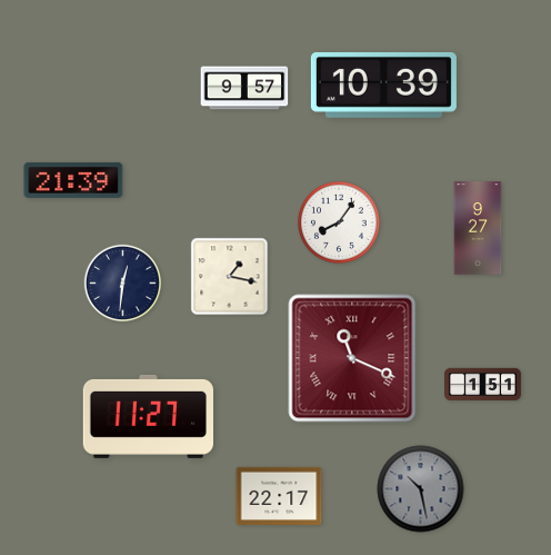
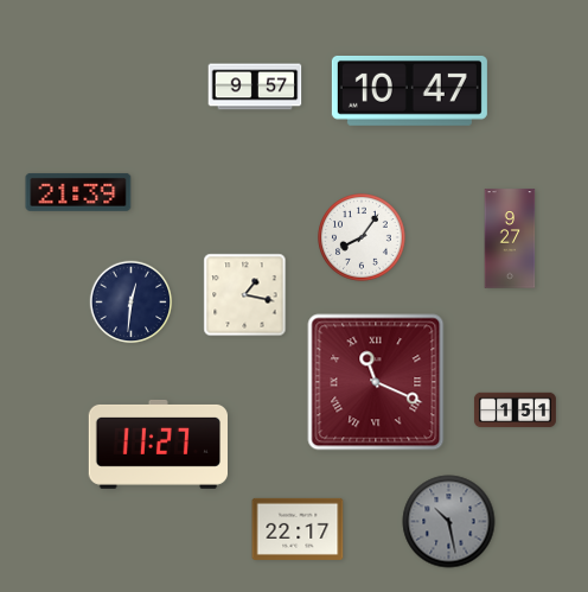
clock at (383, 85): 10:39 -> 10:47
clock at (244, 88) position: (244, 88) -> (255, 87)
clock at (478, 228) position: (478, 228) -> (510, 238)
